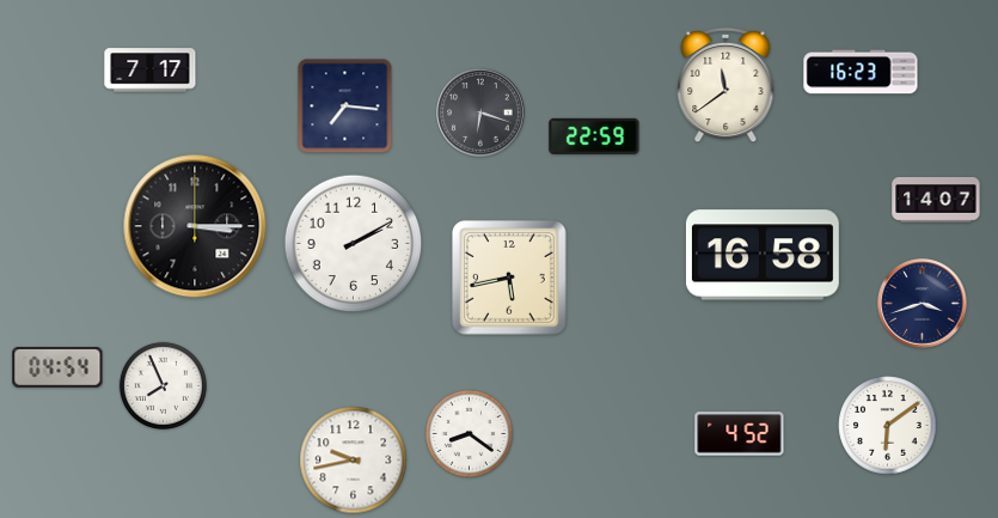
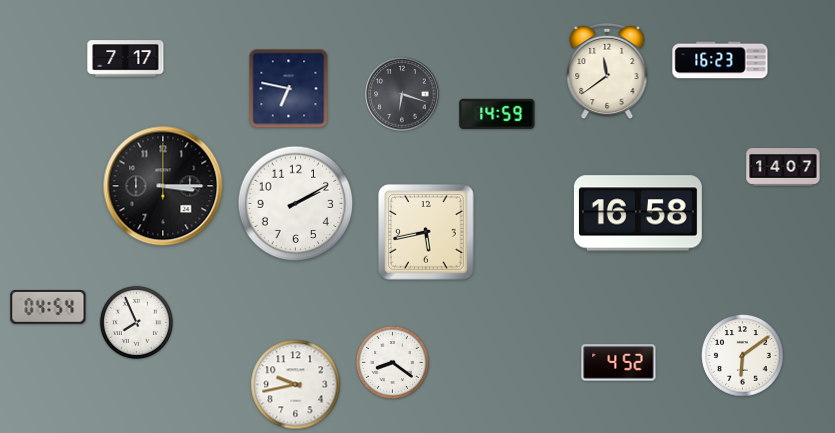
clock at (345, 106): 7:16 -> 6:47
clock at (594, 136): 22:59 -> 14:59
clock at (195, 226) position: (195, 226) -> (163, 186)
clock at (923, 304): 3:42 -> none
